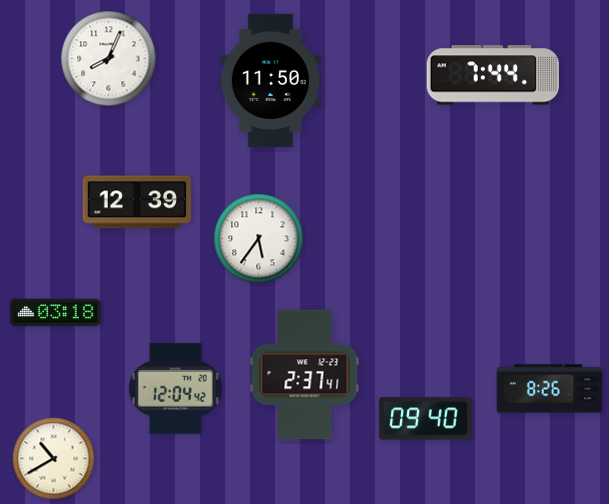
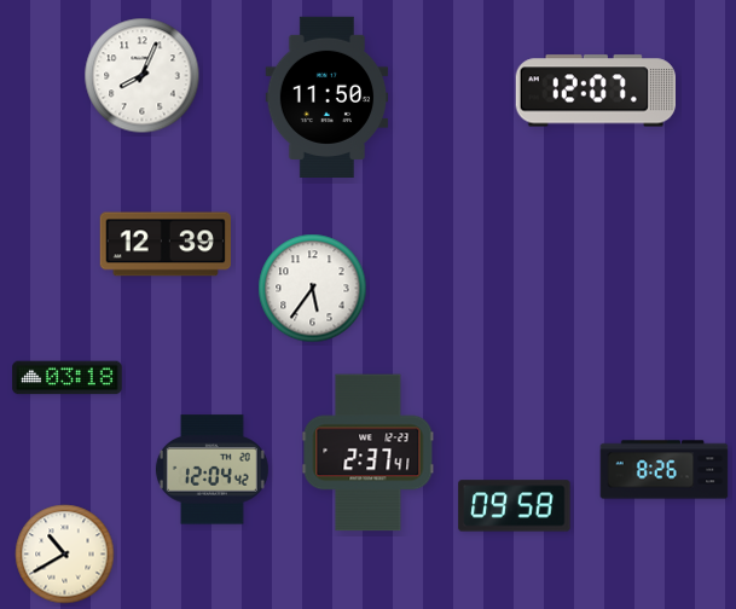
clock at (109, 59) position: (109, 59) -> (143, 76)
clock at (493, 75): 7:44 -> 12:07
clock at (426, 419): 09:40 -> 09:58
